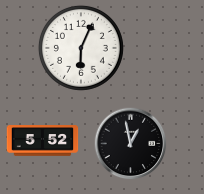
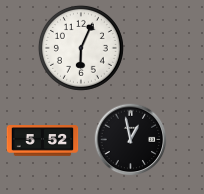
clock at (131, 144) position: (131, 144) -> (131, 140)
